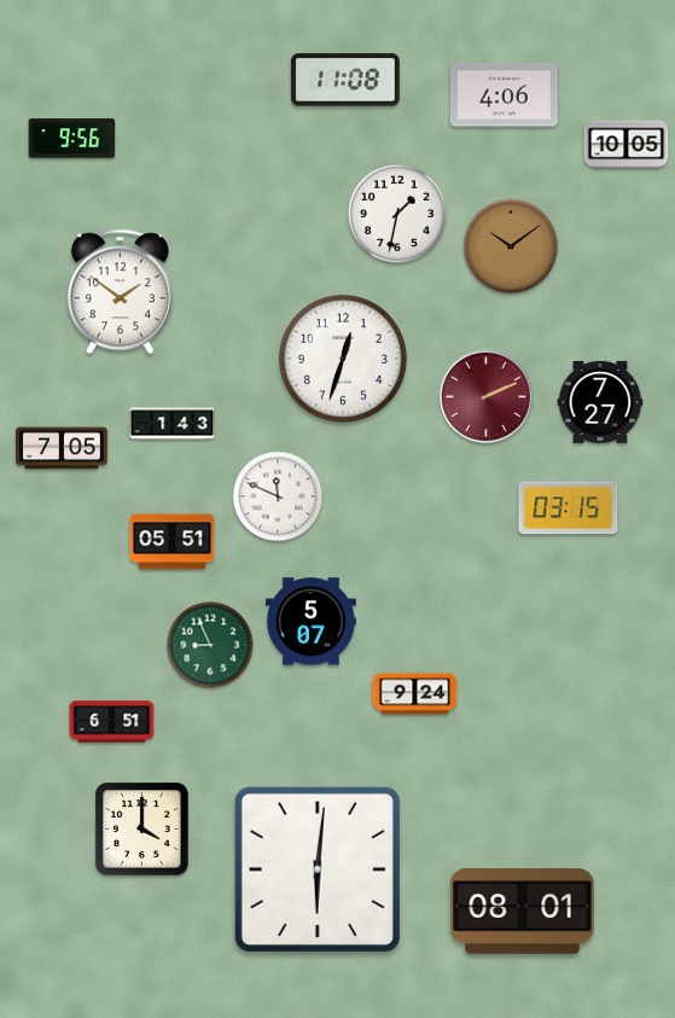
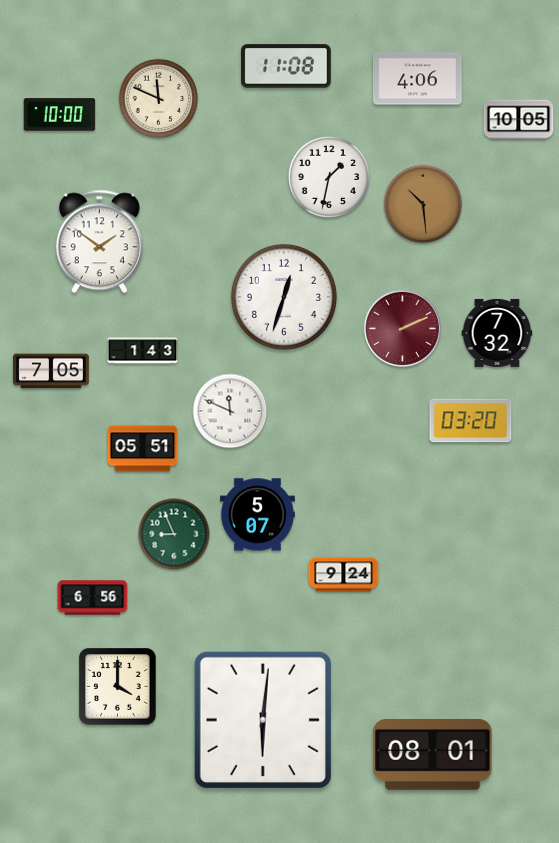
clock at (159, 99): none -> 11:49
clock at (72, 139): 9:56 -> 10:00
clock at (511, 246): 10:09 -> 10:29
clock at (600, 402): 7:27 -> 7:32
clock at (569, 508): 03:15 -> 03:20
clock at (112, 722): 6:51 -> 6:56
